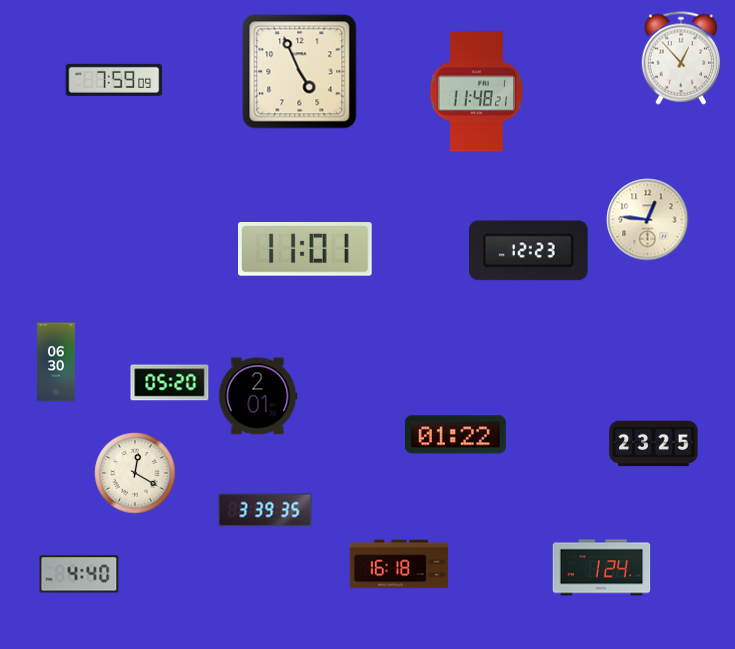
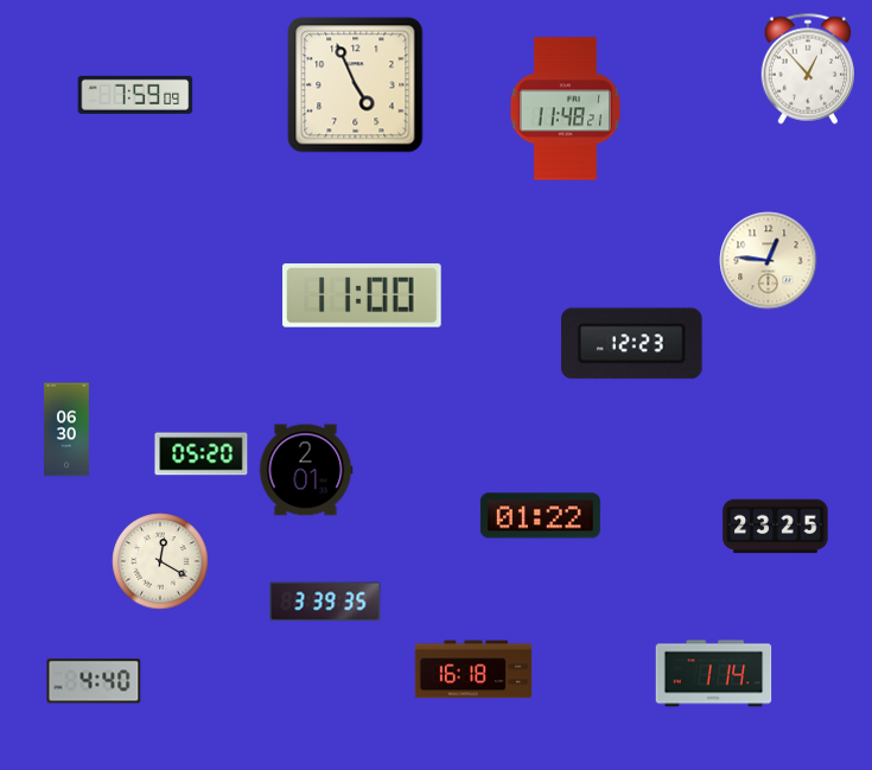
clock at (305, 249): 11:01 -> 11:00
clock at (529, 251) position: (529, 251) -> (632, 344)
clock at (265, 510) position: (265, 510) -> (325, 602)
clock at (602, 568): 1:24 -> 1:14
